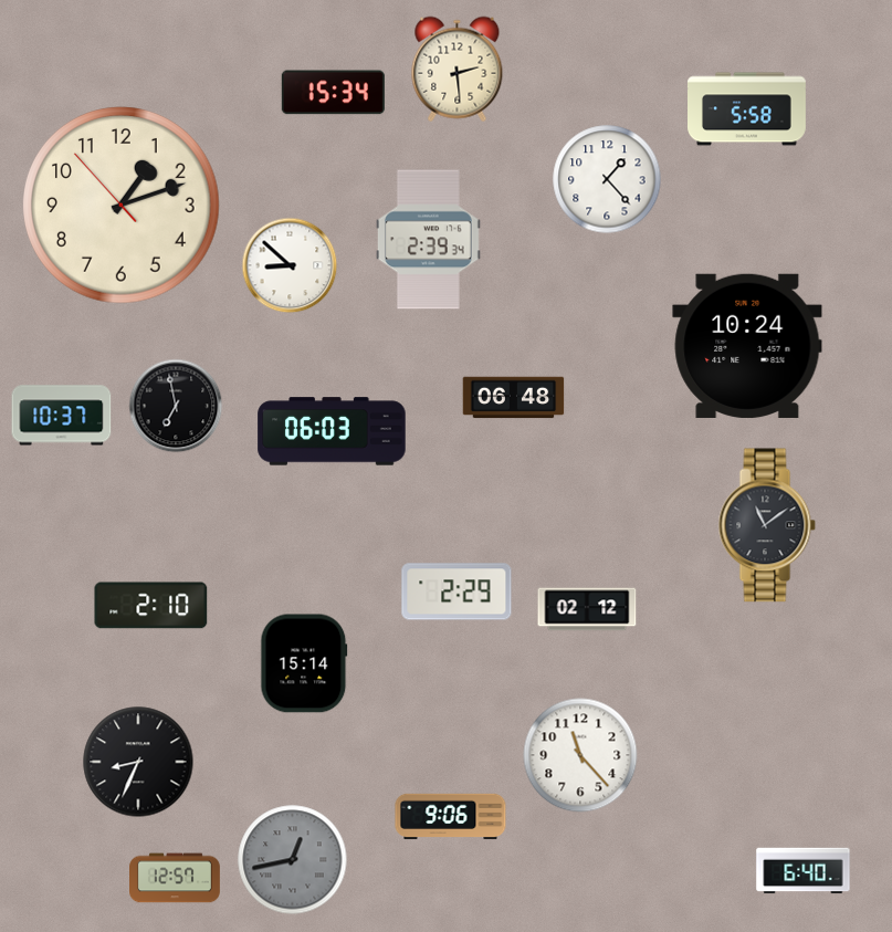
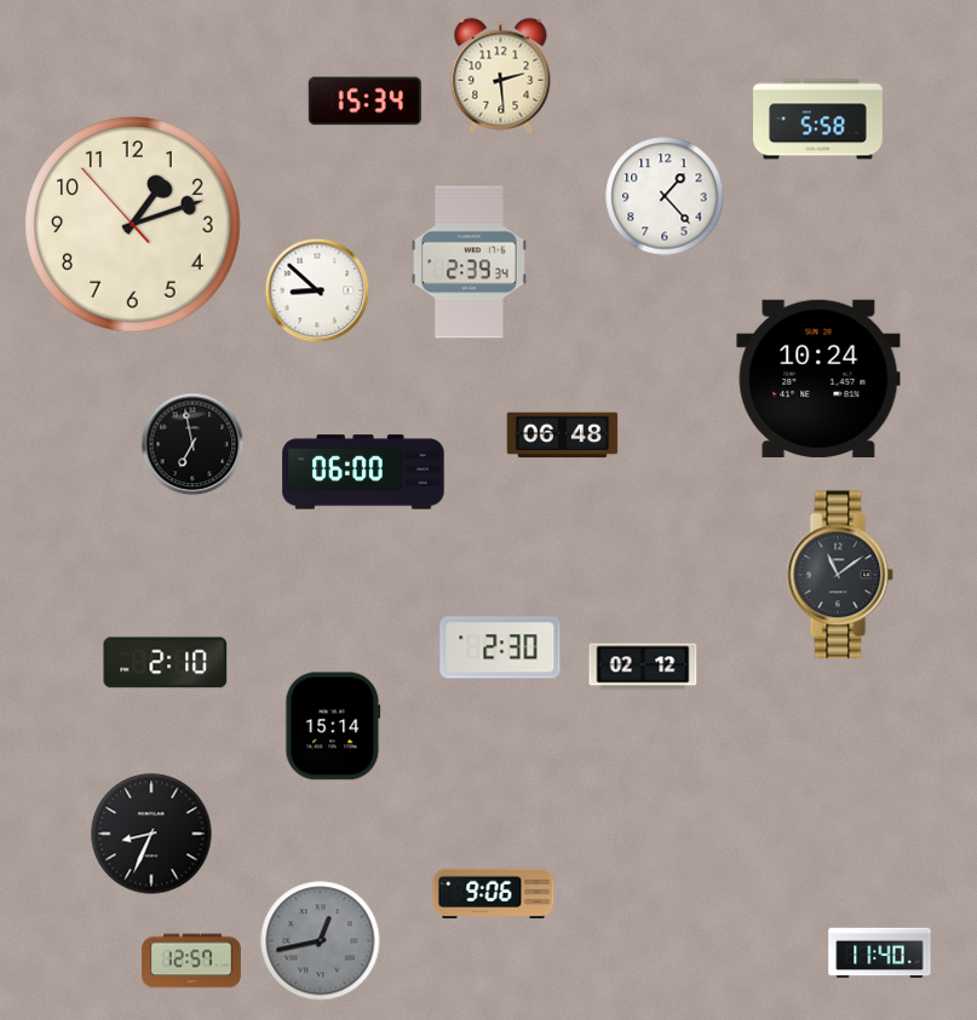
clock at (62, 416): 10:37 -> none
clock at (332, 431): 06:03 -> 06:00
clock at (457, 591): 2:29 -> 2:30
clock at (580, 755): 11:23 -> none
clock at (804, 871): 6:40 -> 11:40
